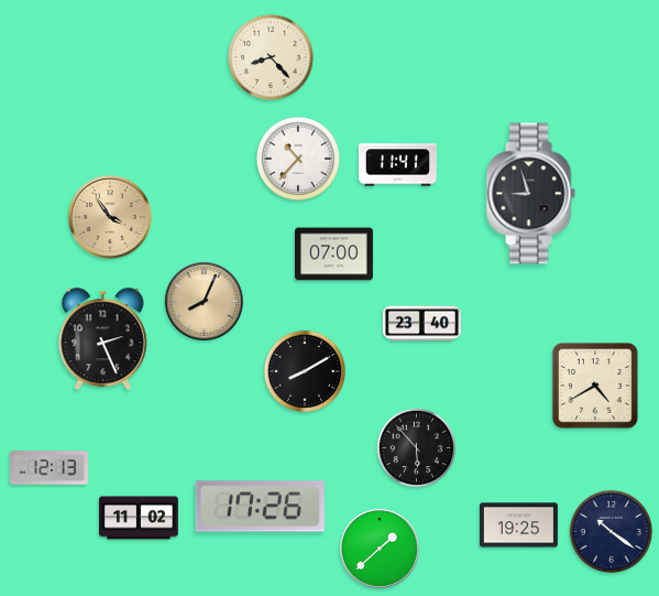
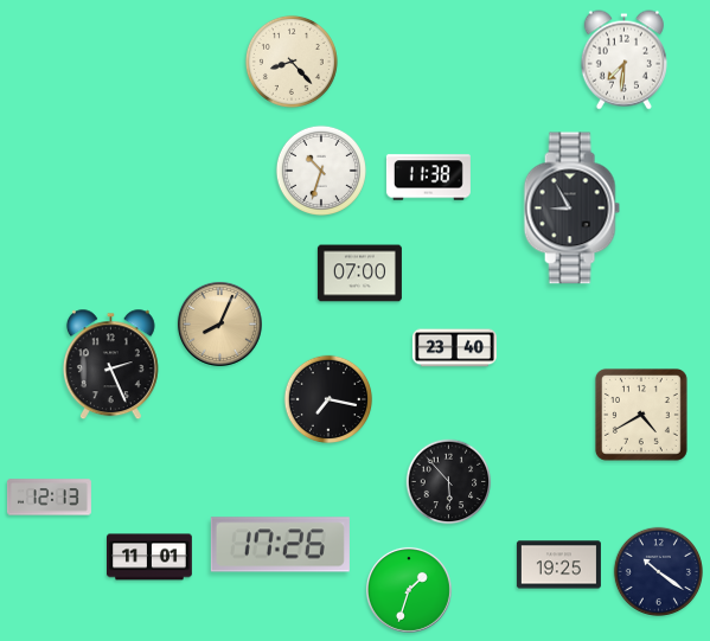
clock at (623, 60): none -> 7:31
clock at (298, 159): 10:37 -> 10:33
clock at (397, 165): 11:41 -> 11:38
clock at (530, 194): 8:57 -> 8:55
clock at (110, 217): 3:54 -> none
clock at (305, 371): 8:10 -> 7:17
clock at (48, 468) position: (48, 468) -> (49, 498)
clock at (140, 518): 11:02 -> 11:01
clock at (380, 549): 1:38 -> 1:33
